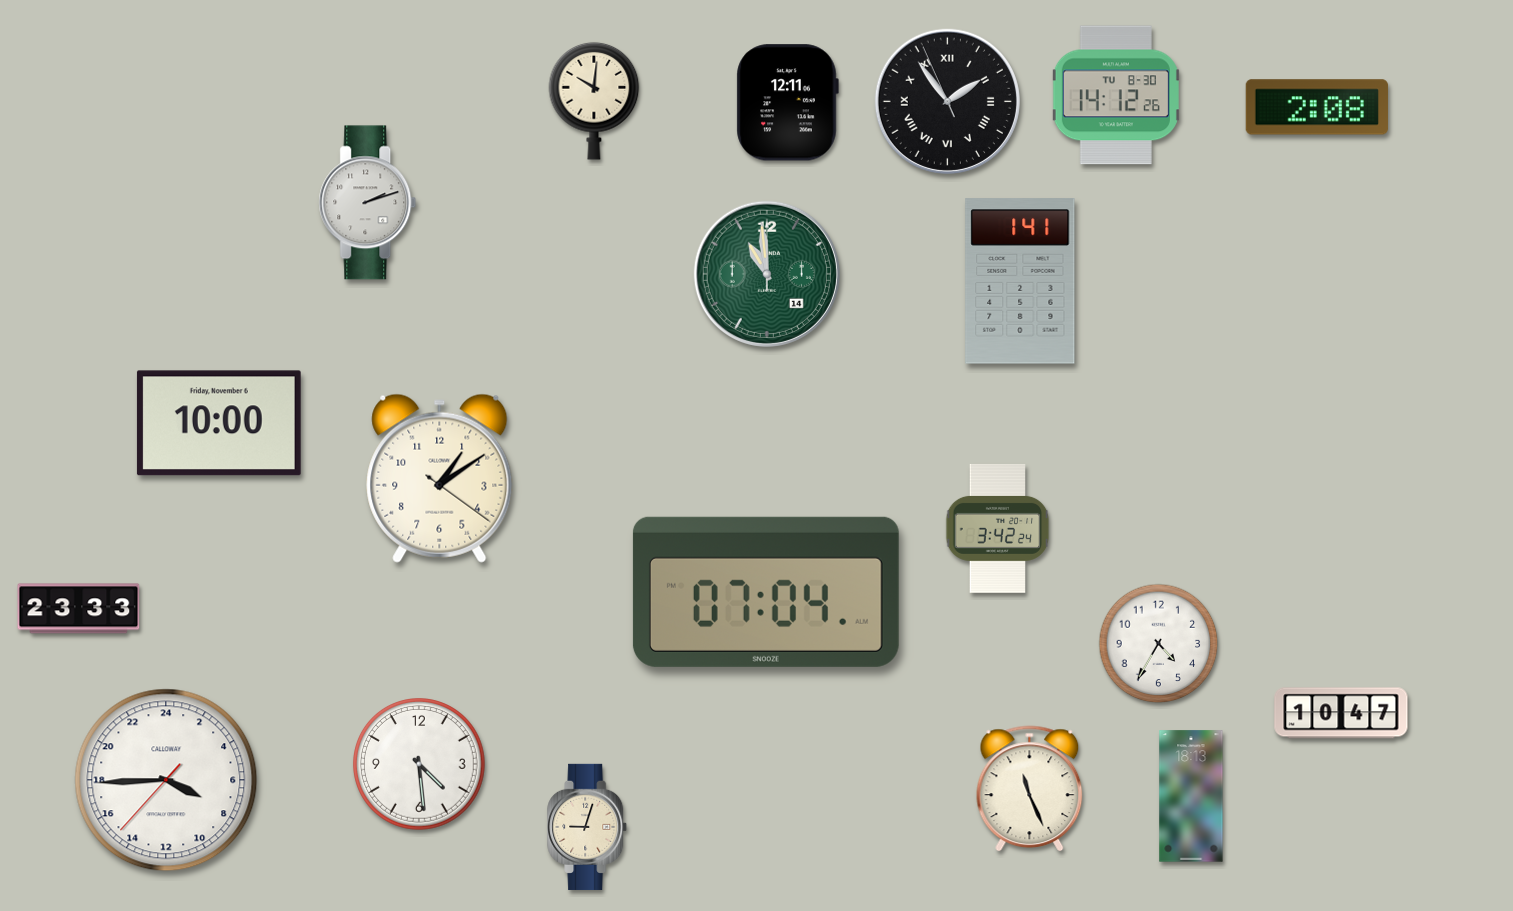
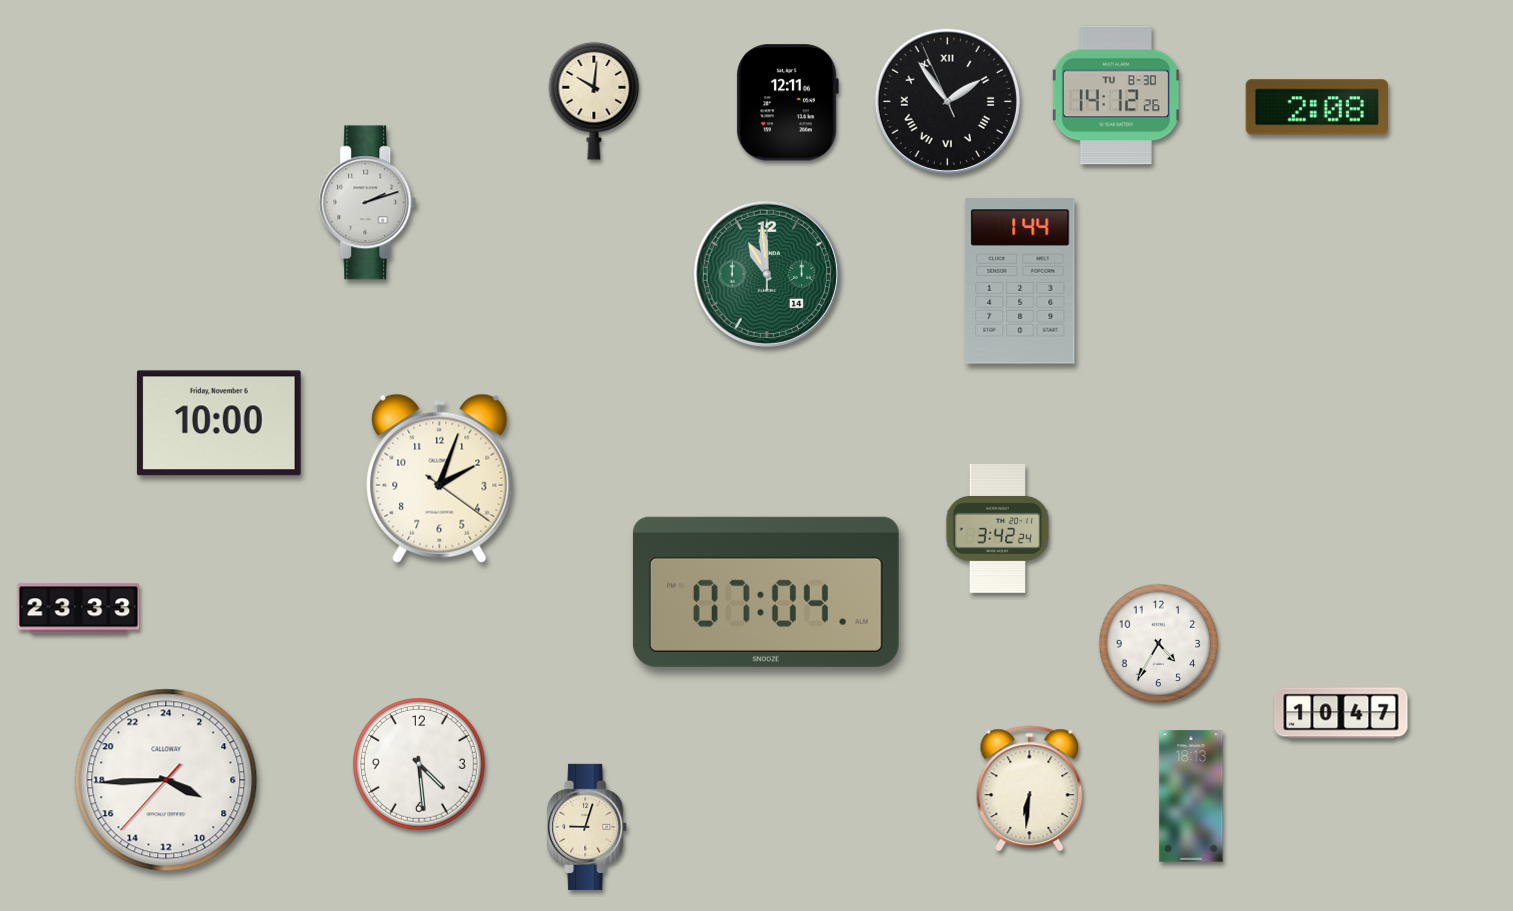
clock at (1020, 281): 1:41 -> 1:44
clock at (440, 478): 1:09 -> 2:03
clock at (1030, 789): 11:26 -> 6:31
